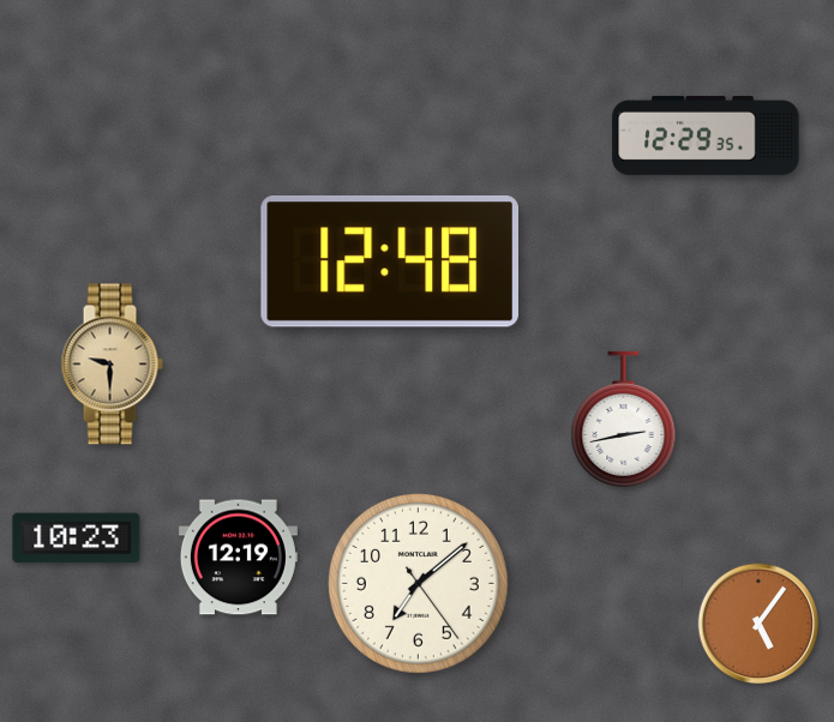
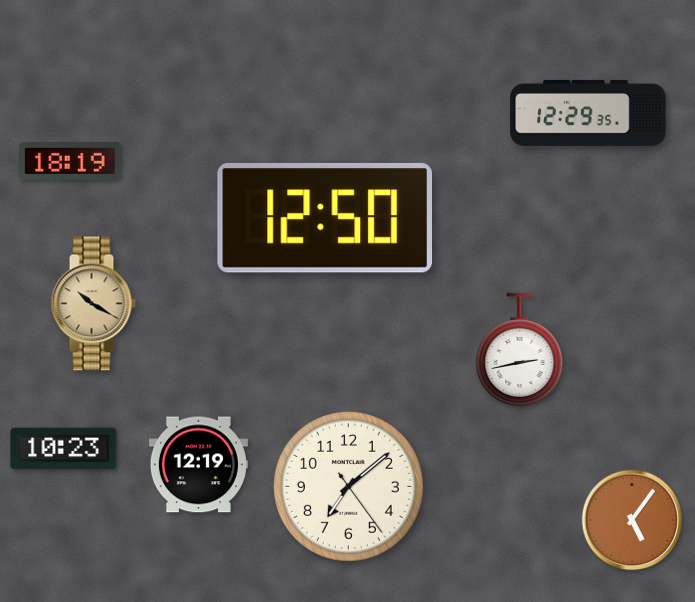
clock at (70, 161): none -> 18:19
clock at (389, 261): 12:48 -> 12:50
clock at (112, 365): 9:30 -> 10:20
